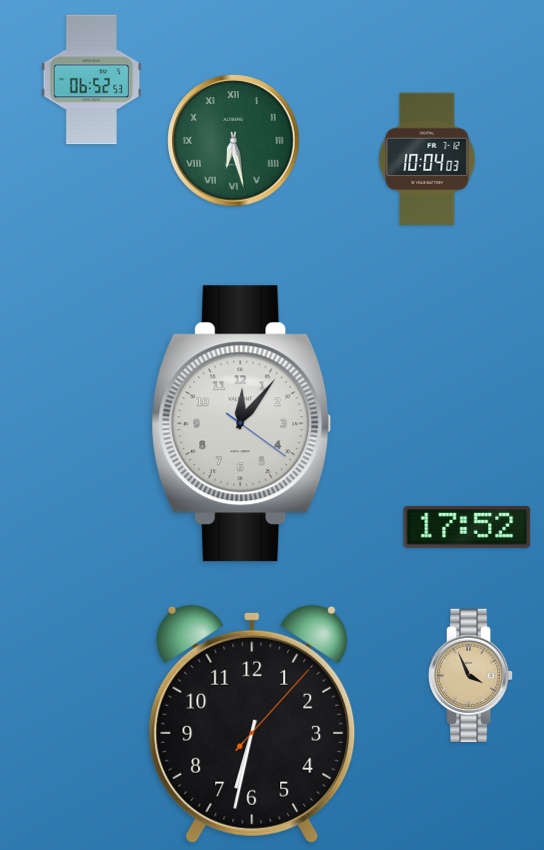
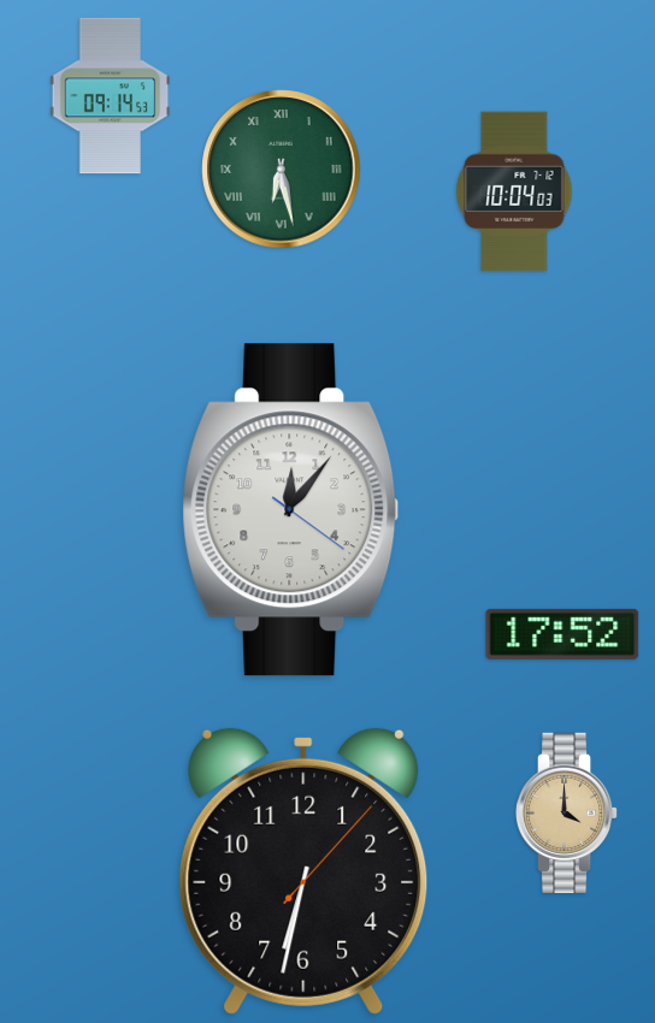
clock at (92, 80): 06:52 -> 09:14
clock at (471, 675): 3:56 -> 4:00
